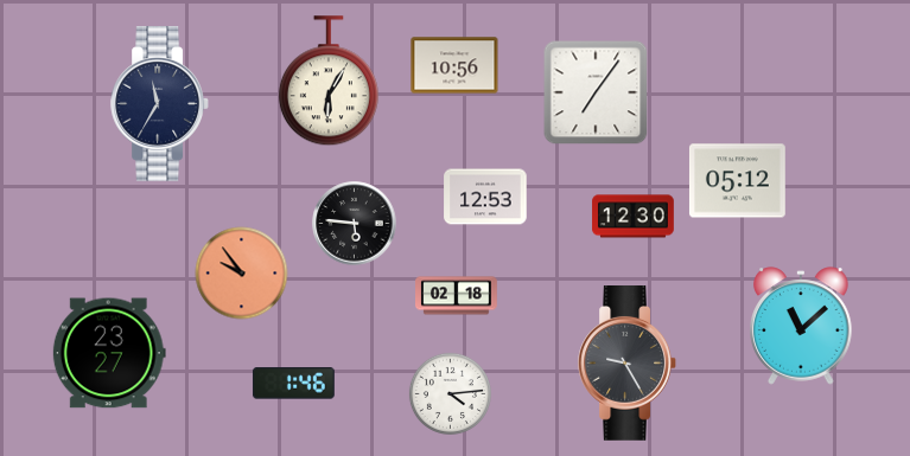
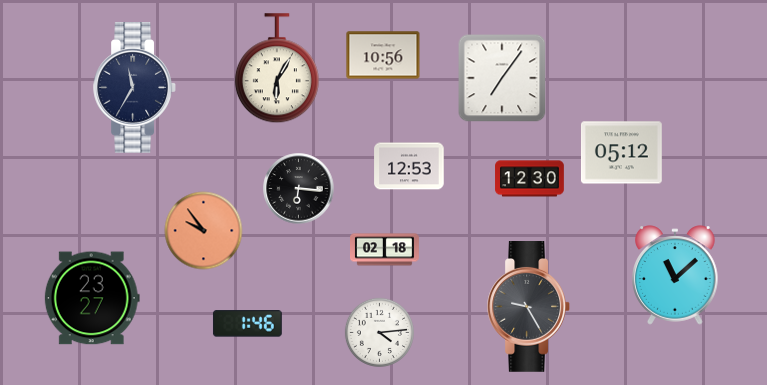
clock at (634, 217) position: (634, 217) -> (530, 179)
clock at (355, 224): 5:46 -> 6:16
